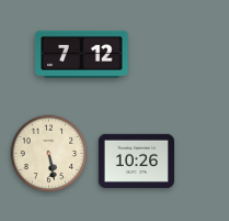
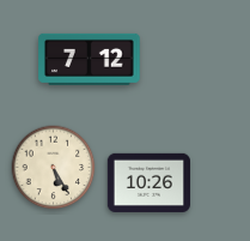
clock at (49, 154): 5:28 -> 5:25
clock at (136, 161) position: (136, 161) -> (148, 182)
